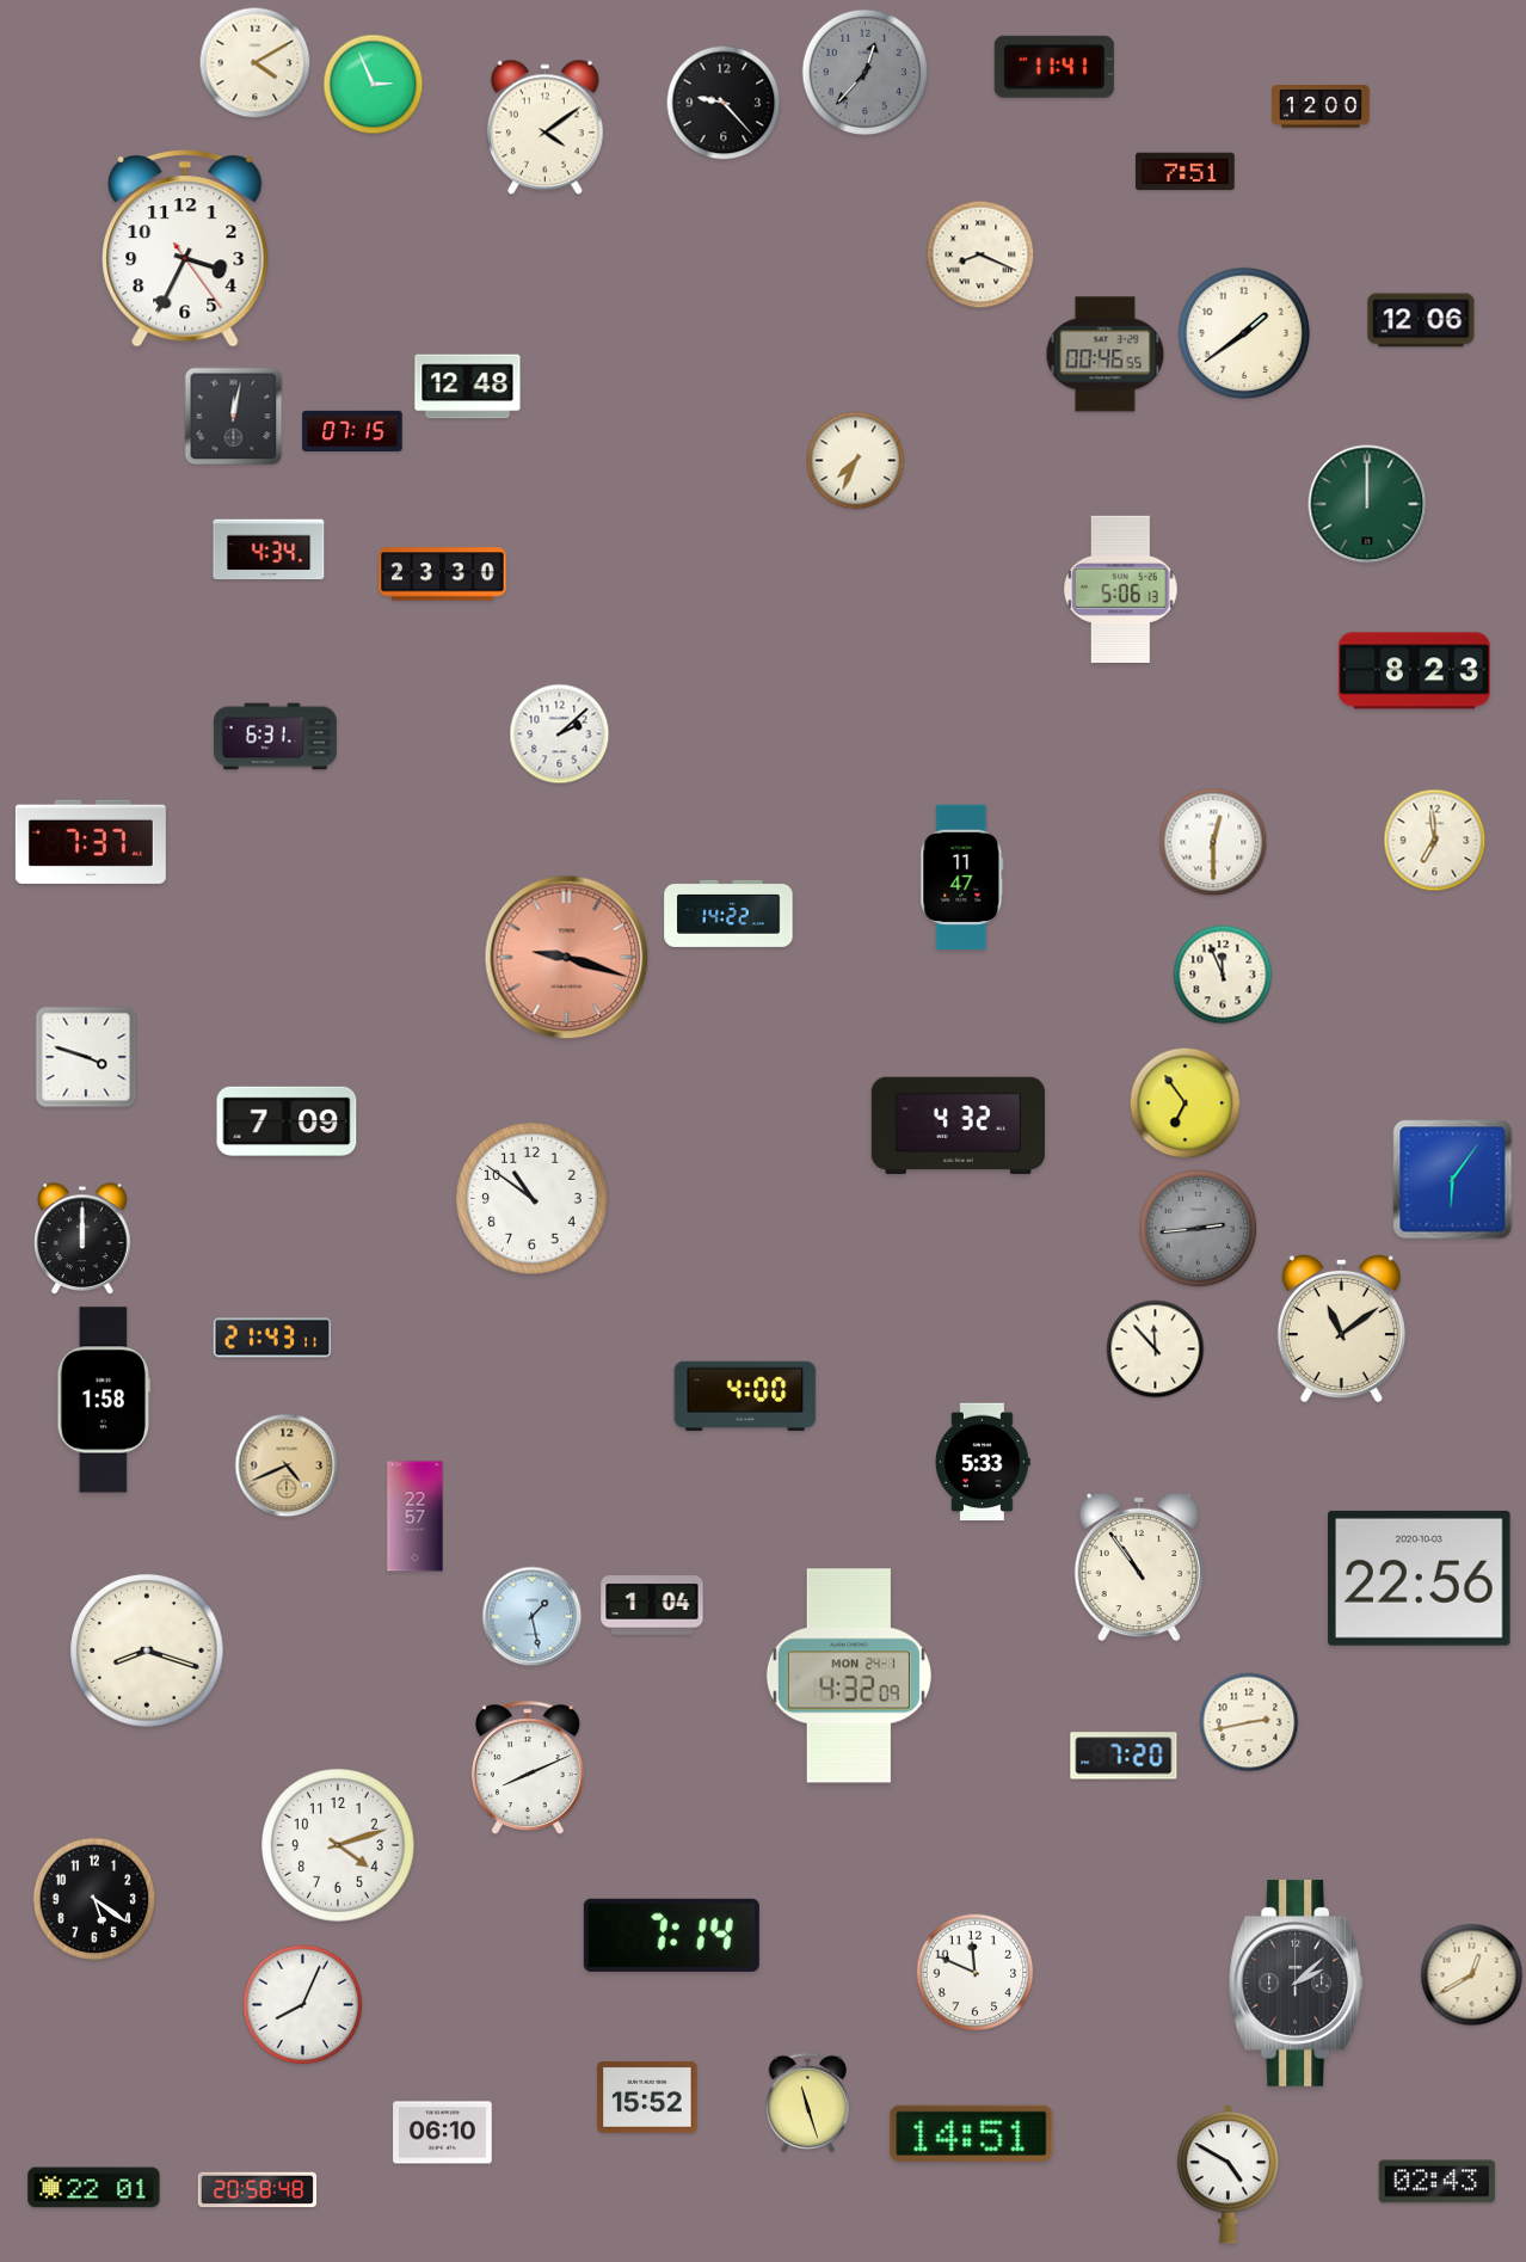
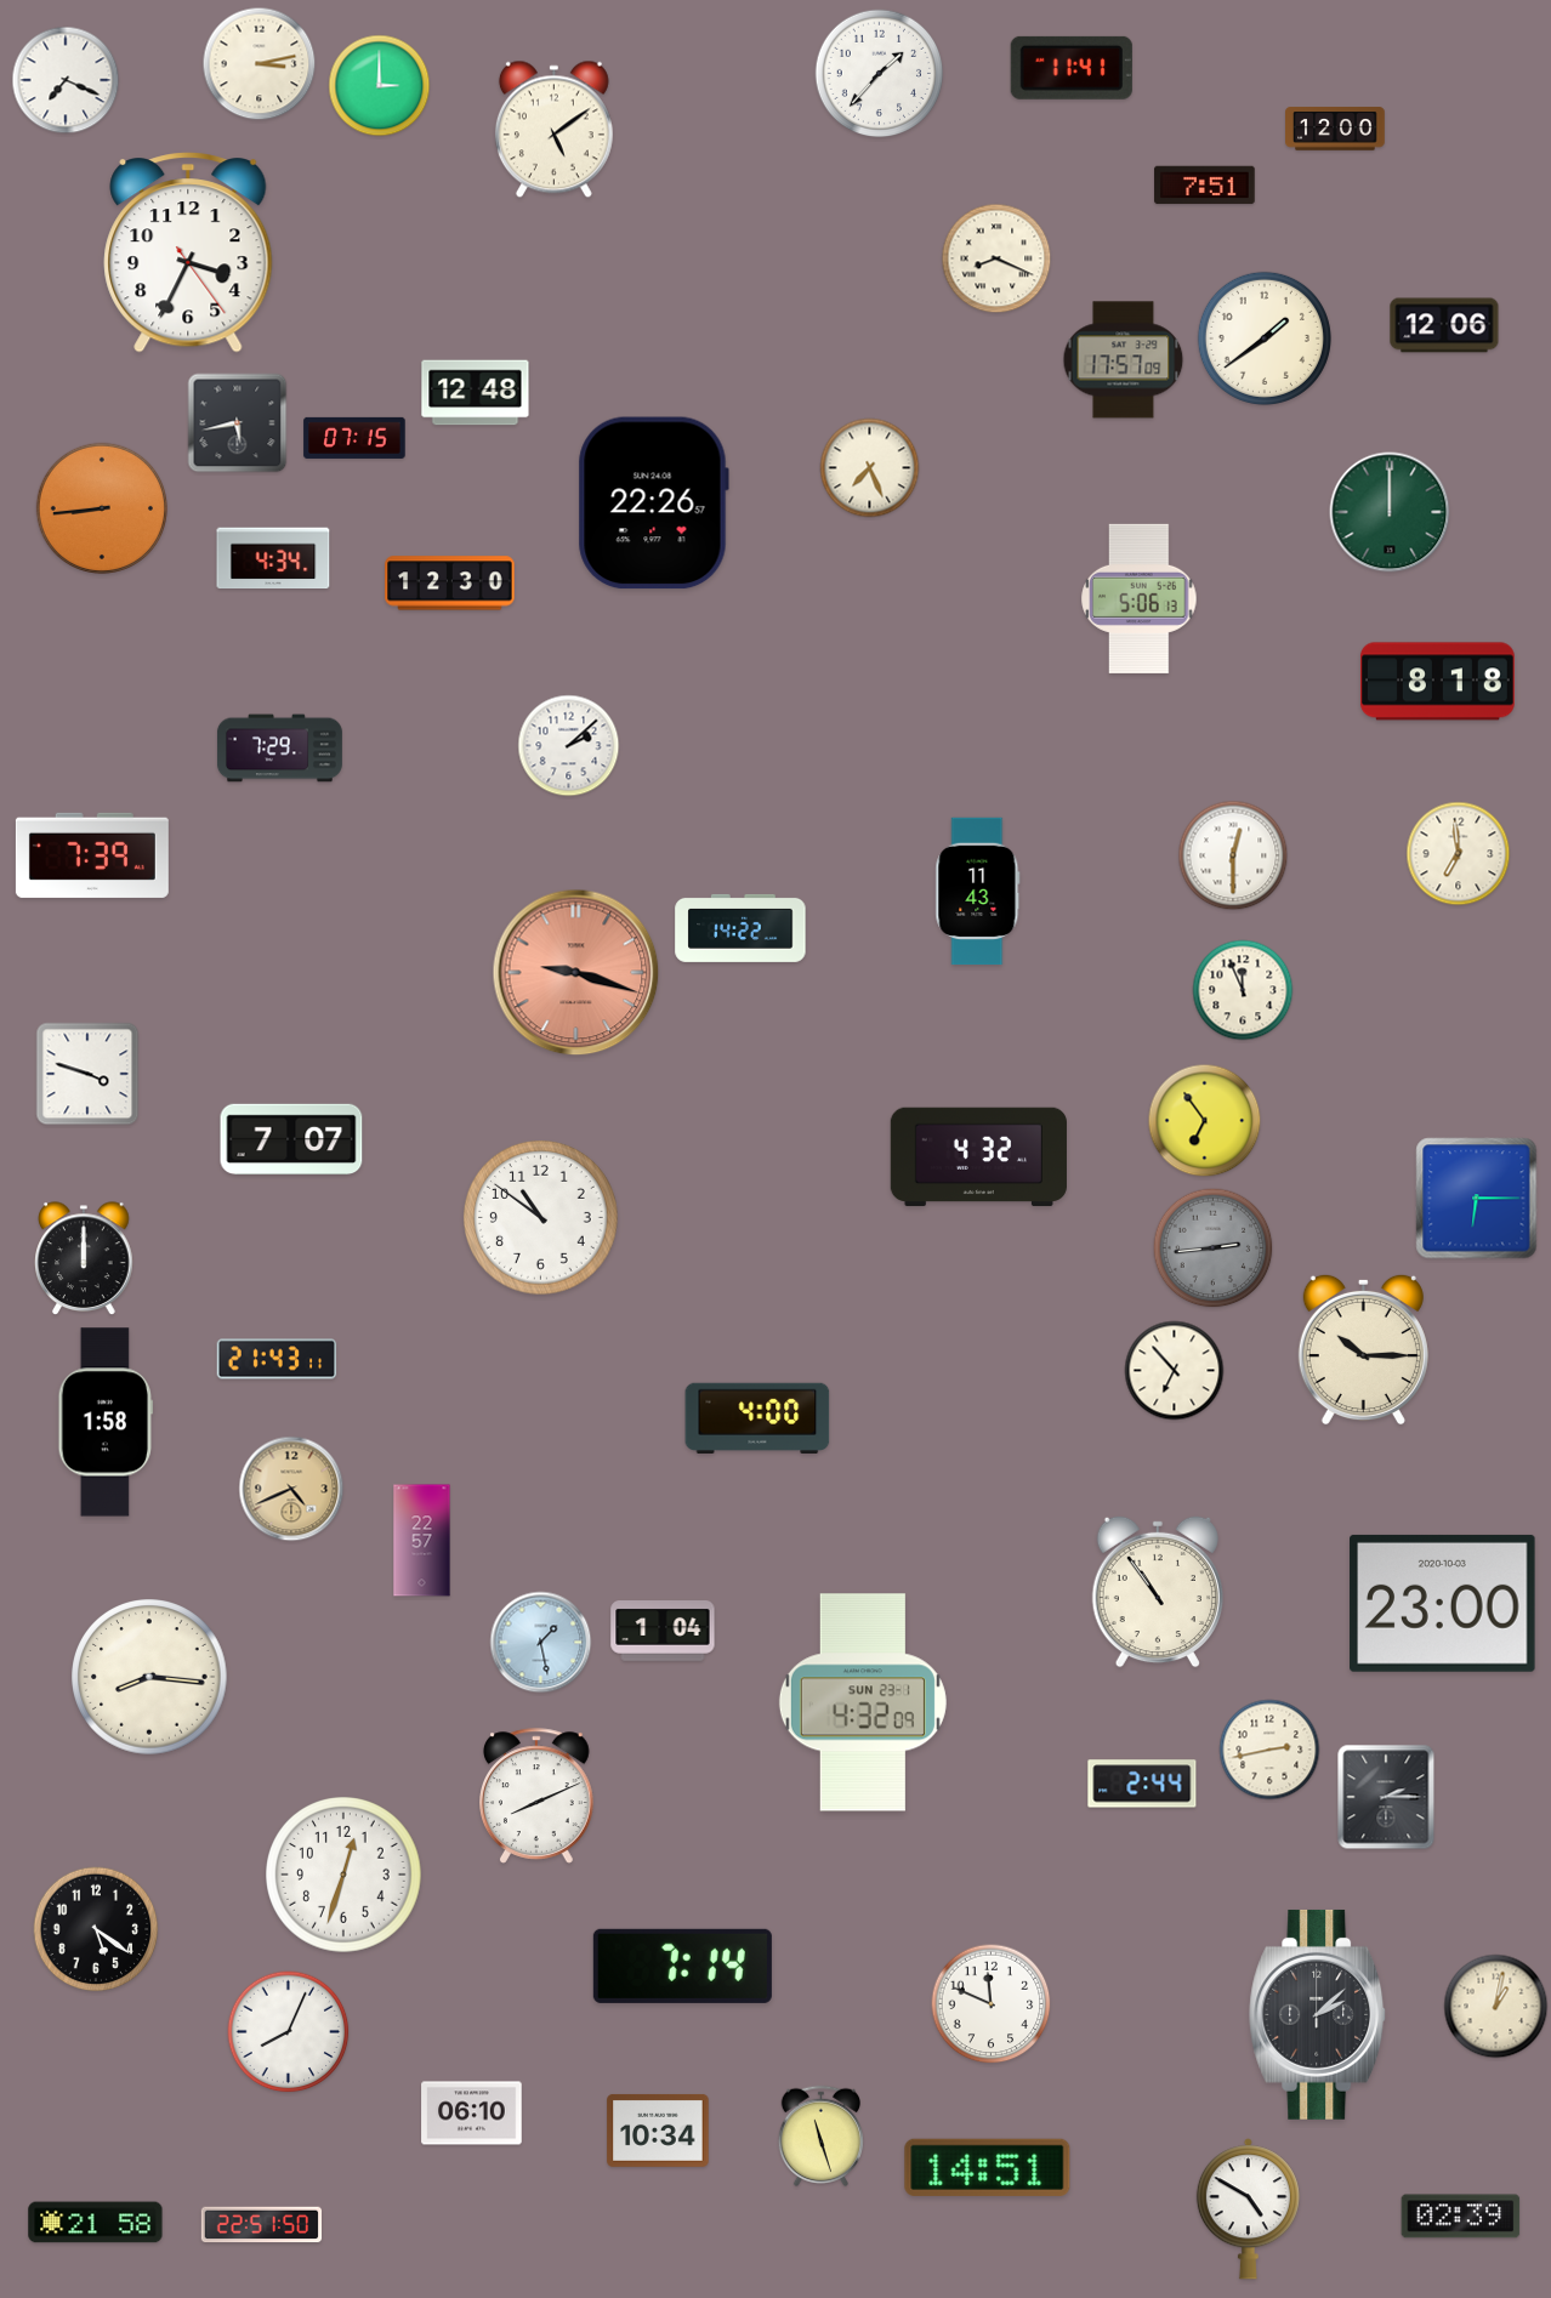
clock at (256, 63): 4:10 -> 3:13
clock at (866, 73): 12:37 -> 1:37
clock at (866, 73) dial: grey -> white
clock at (66, 80): none -> 7:19
clock at (374, 85): 2:56 -> 3:00
clock at (724, 103): 9:23 -> none
clock at (1322, 106) position: (1322, 106) -> (1336, 129)
clock at (544, 128): 4:09 -> 5:09
clock at (1186, 172) position: (1186, 172) -> (1205, 186)
clock at (1106, 355): 00:46 -> 17:57
clock at (234, 417): 12:02 -> 5:43
clock at (352, 431) position: (352, 431) -> (354, 438)
clock at (856, 461): 7:34 -> 7:26
clock at (653, 504): none -> 22:26
clock at (101, 507): none -> 8:44
clock at (443, 574): 23:30 -> 12:30
clock at (1414, 671): 8:23 -> 8:18
clock at (275, 737): 6:31 -> 7:29
clock at (91, 842): 7:37 -> 7:39
clock at (962, 878): 11:47 -> 11:43
clock at (287, 1121): 7:09 -> 7:07
clock at (958, 1126) position: (958, 1126) -> (978, 1157)
clock at (1453, 1180): 6:06 -> 6:15
clock at (1199, 1229) position: (1199, 1229) -> (1214, 1248)
clock at (1341, 1328): 11:09 -> 10:15
clock at (1156, 1350): 11:53 -> 6:53
clock at (983, 1462): 5:33 -> none
clock at (1420, 1578): 22:56 -> 23:00
clock at (147, 1651): 8:18 -> 8:16
clock at (849, 1676) date: MON 24-1 -> SUN 23-1
clock at (1124, 1756): 7:20 -> 2:44
clock at (1386, 1797): none -> 2:15
clock at (338, 1845): 4:12 -> 12:33
clock at (1472, 1975): 12:40 -> 1:02
clock at (303, 2005) position: (303, 2005) -> (289, 2032)
clock at (647, 2097): 15:52 -> 10:34
clock at (443, 2133) position: (443, 2133) -> (472, 2114)
clock at (1438, 2182): 02:43 -> 02:39
clock at (94, 2188): 22:01 -> 21:58
clock at (258, 2190): 20:58 -> 22:51
